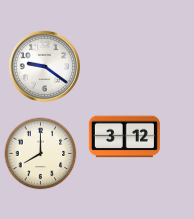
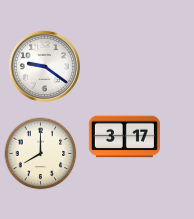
clock at (124, 137): 3:12 -> 3:17
